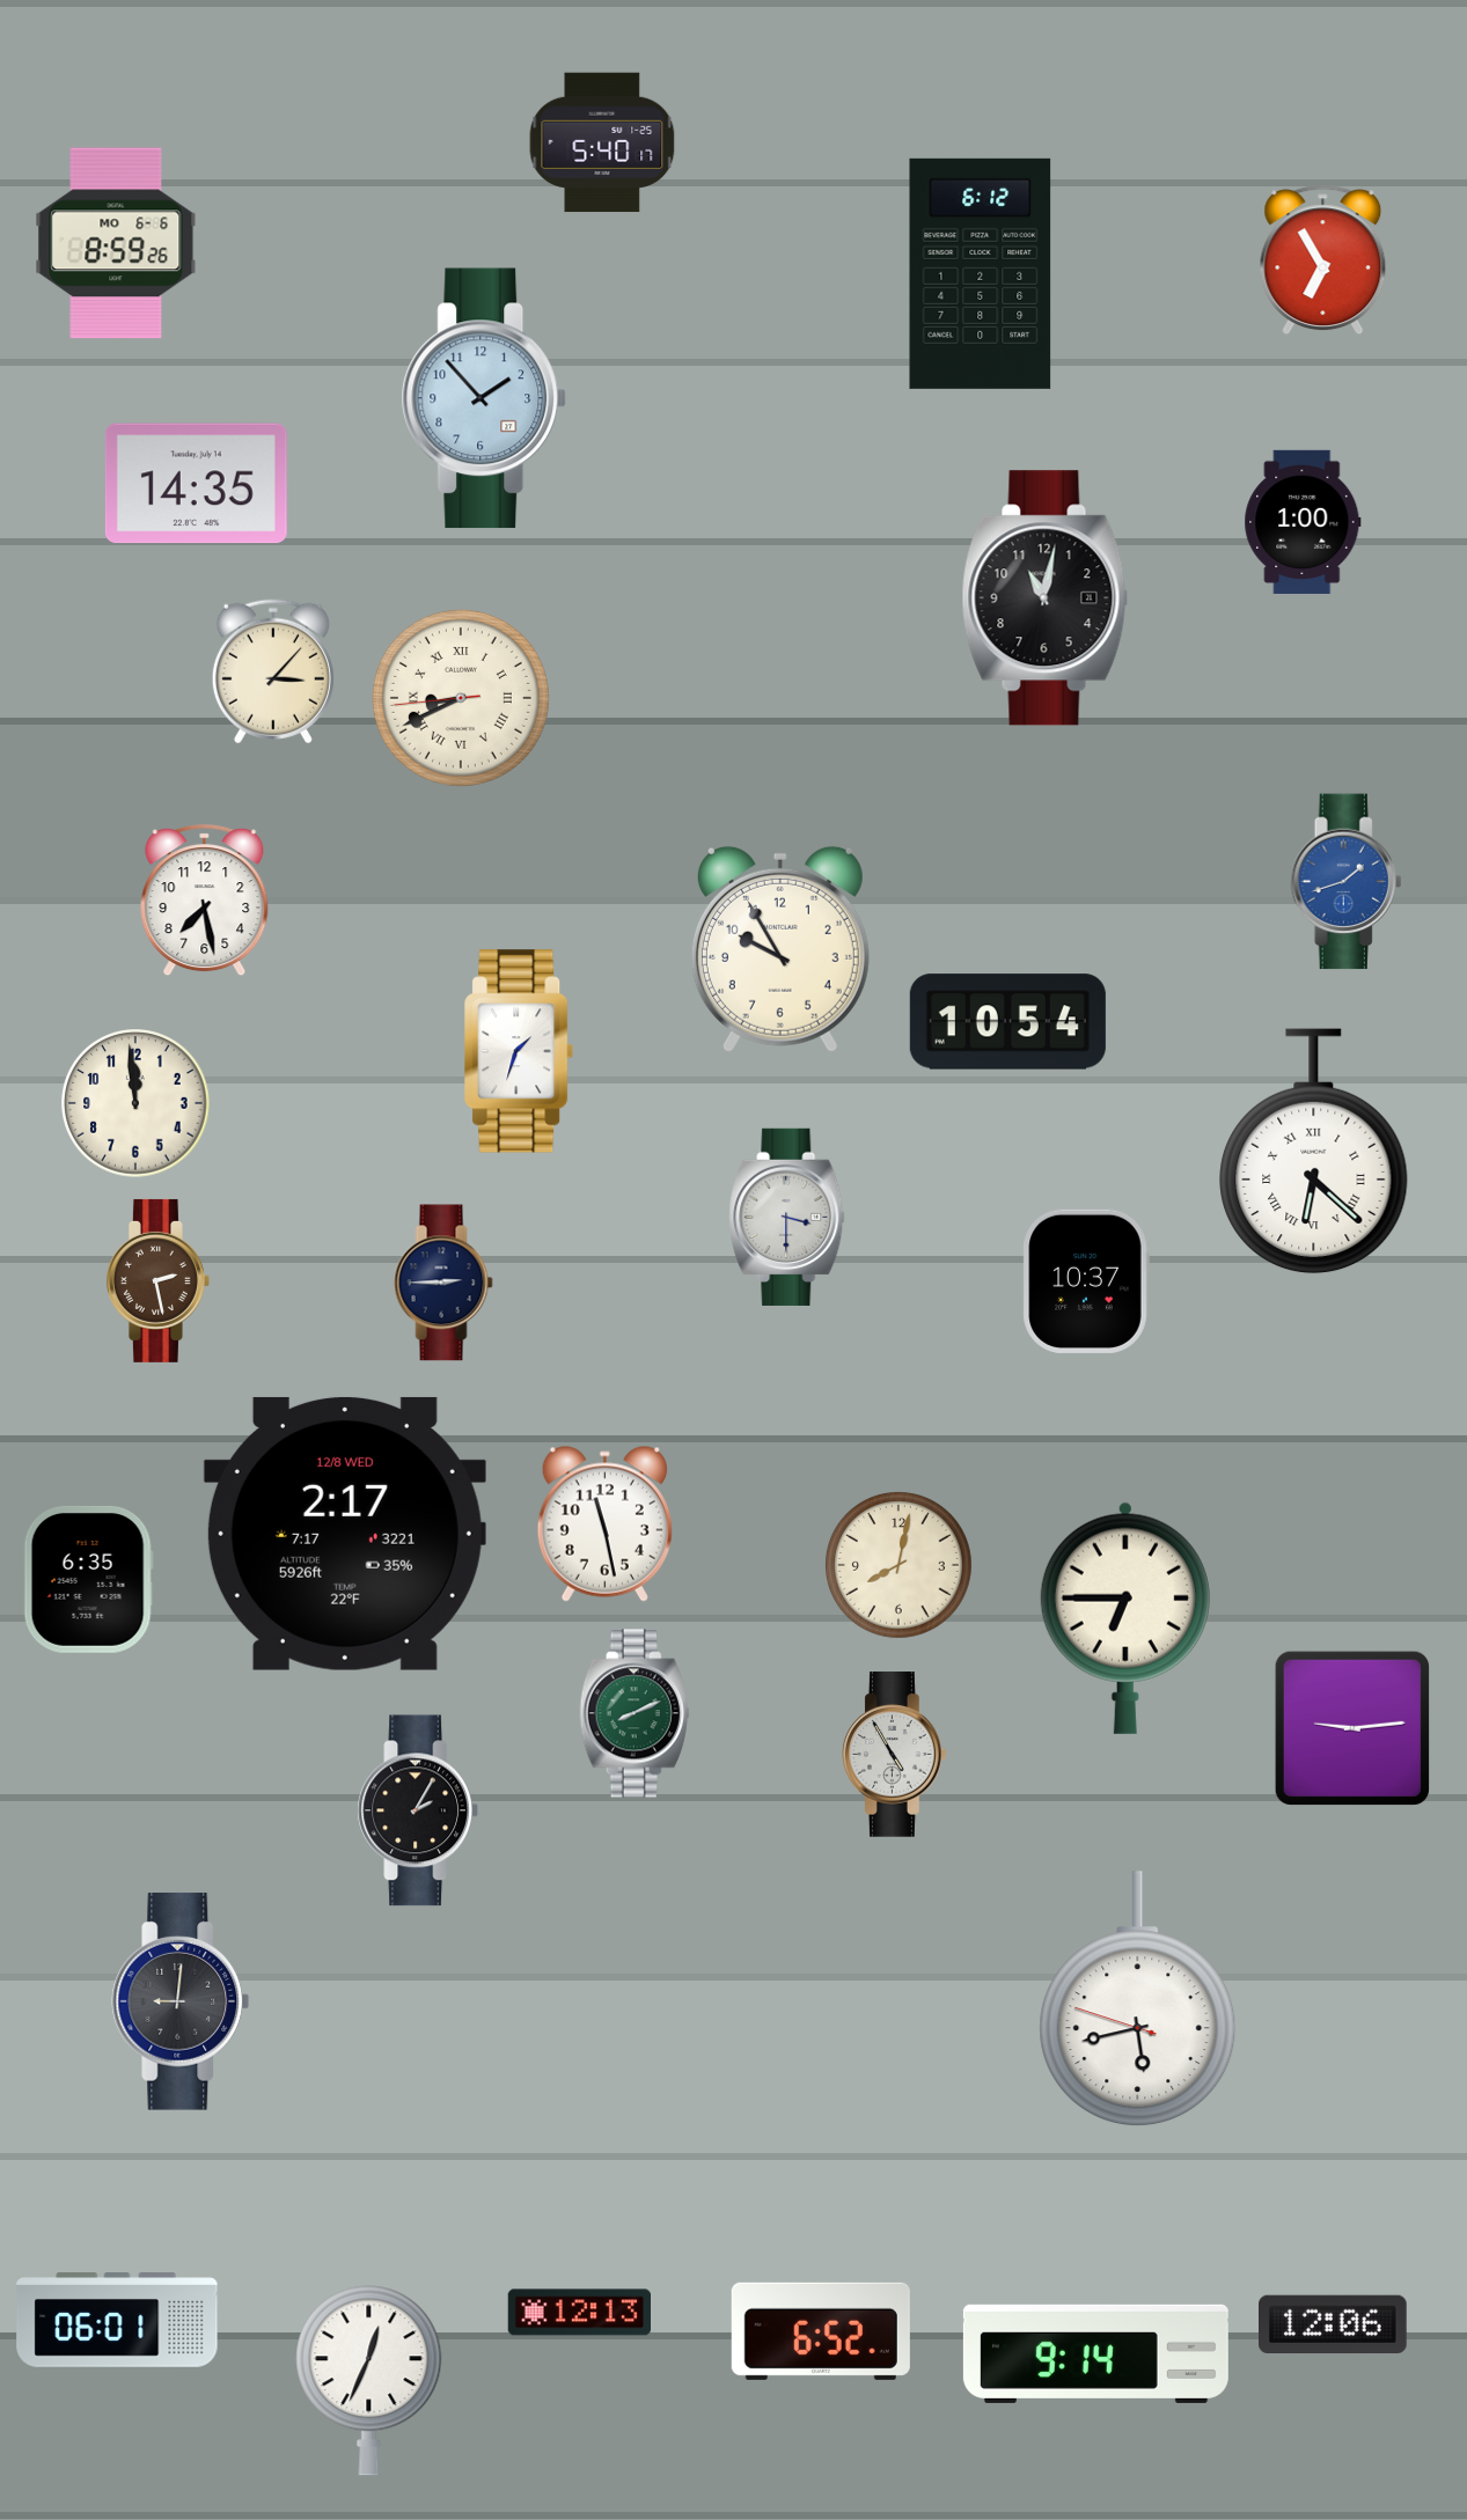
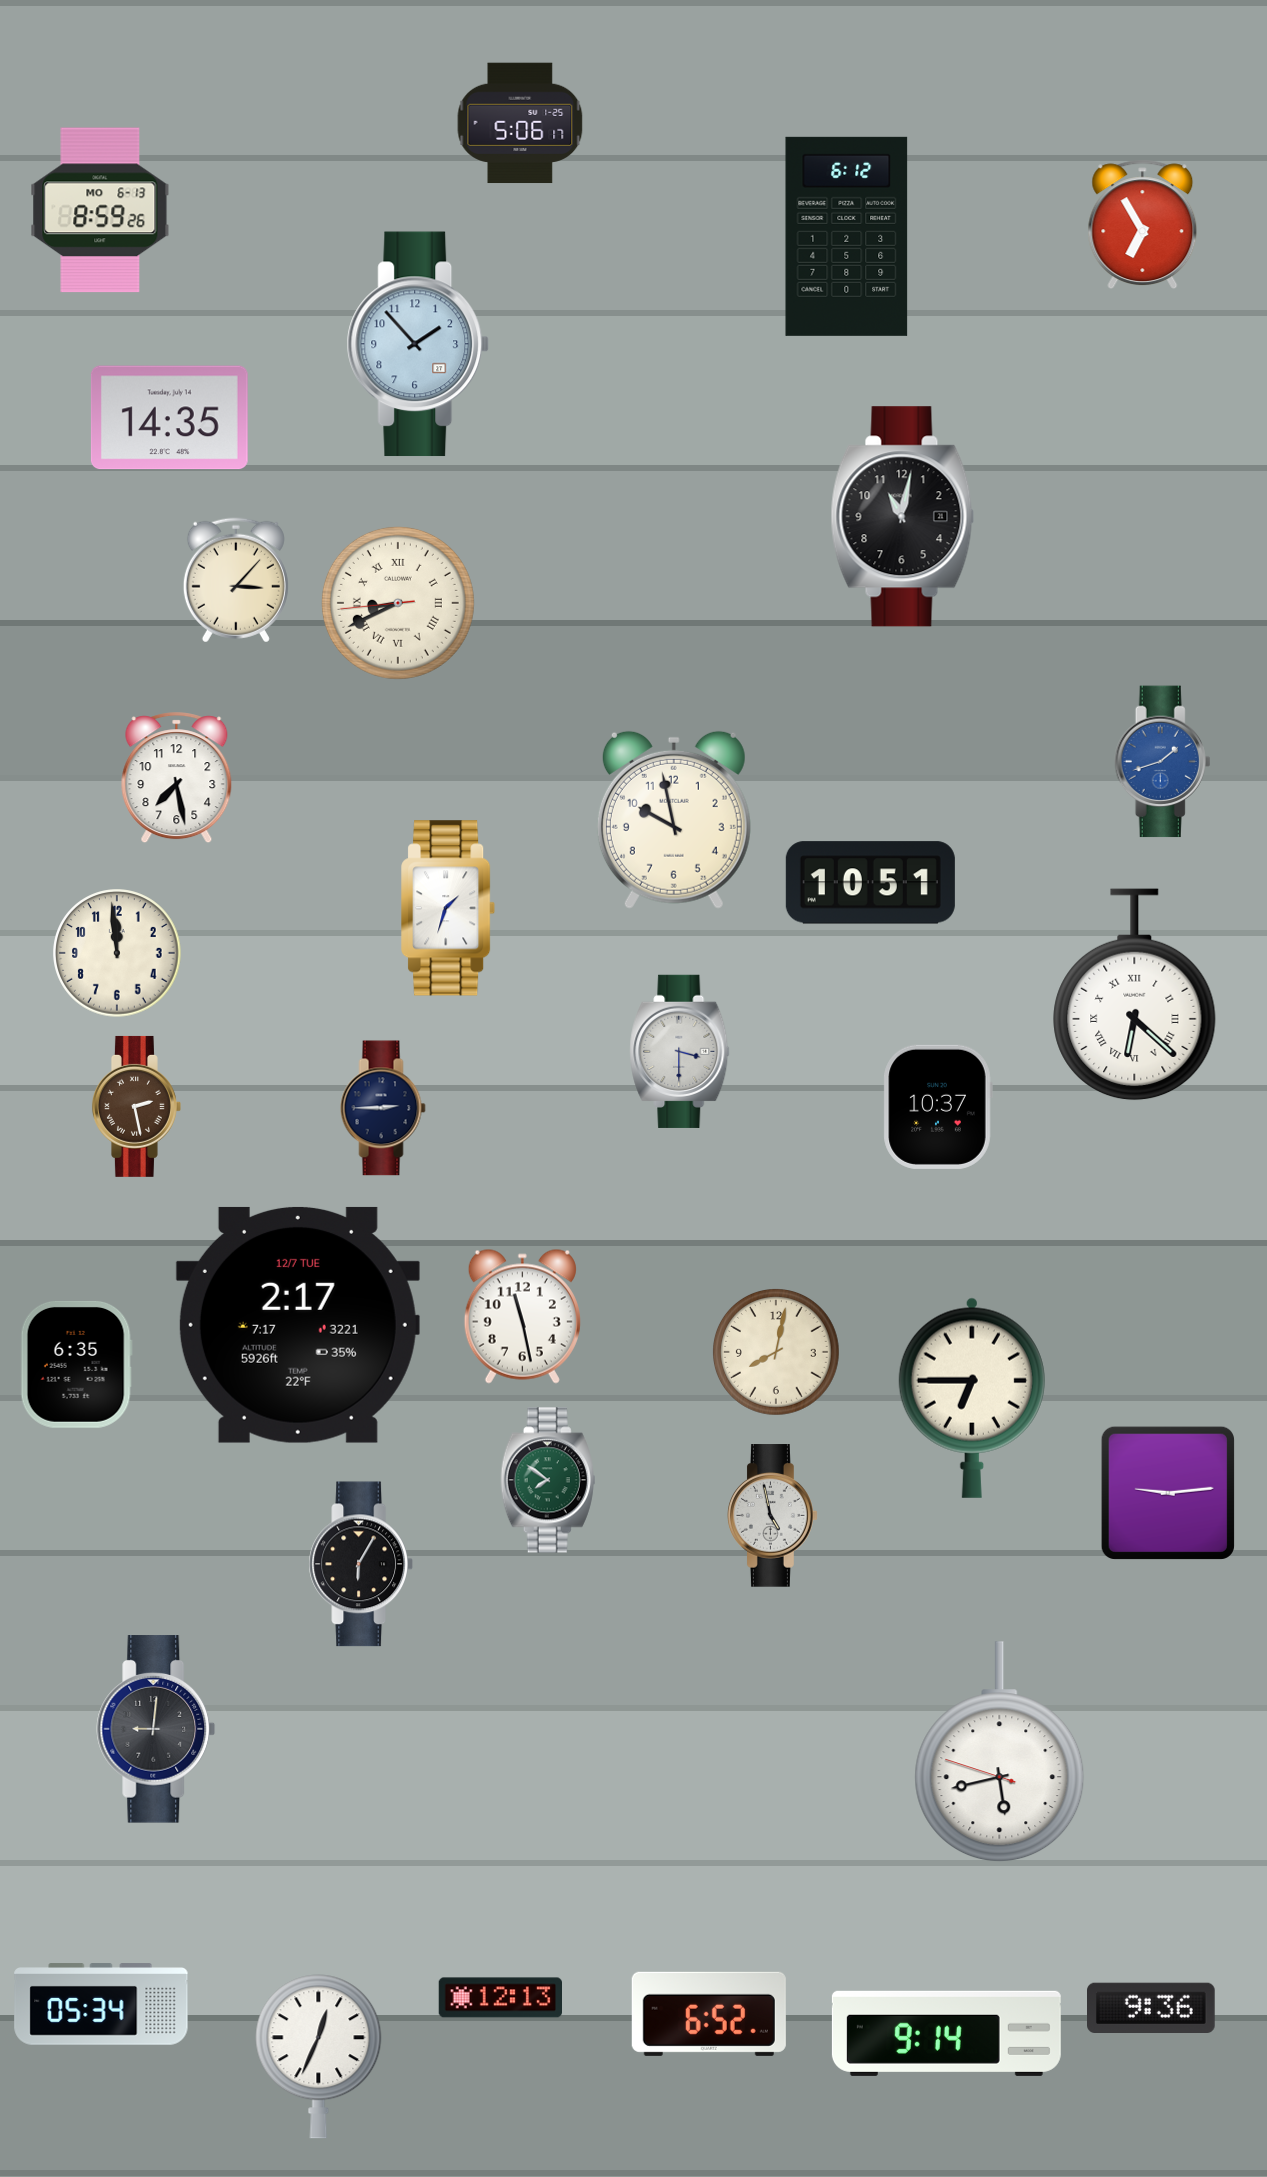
clock at (602, 142): 5:40 -> 5:06
clock at (116, 243) date: MO 6-6 -> MO 6-13
clock at (1303, 522): 1:00 -> none
clock at (780, 949): 9:55 -> 9:58
clock at (1007, 1022): 10:54 -> 10:51
clock at (345, 1534) date: 12/8 WED -> 12/7 TUE
clock at (635, 1713): 8:11 -> 7:51
clock at (895, 1755): 4:55 -> 4:58
clock at (418, 1810): 2:05 -> 6:05
clock at (1138, 1999) position: (1138, 1999) -> (1000, 1752)
clock at (117, 2320): 06:01 -> 05:34
clock at (1334, 2323): 12:06 -> 9:36
